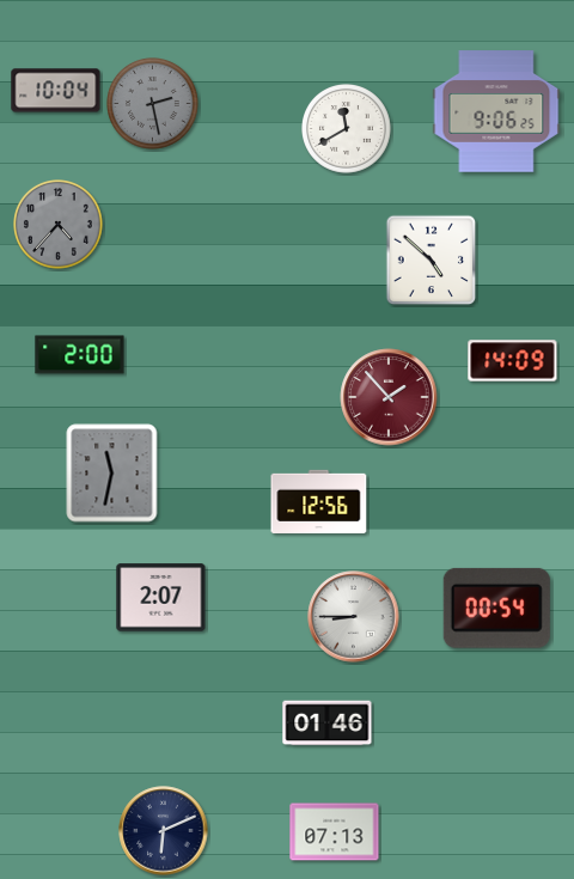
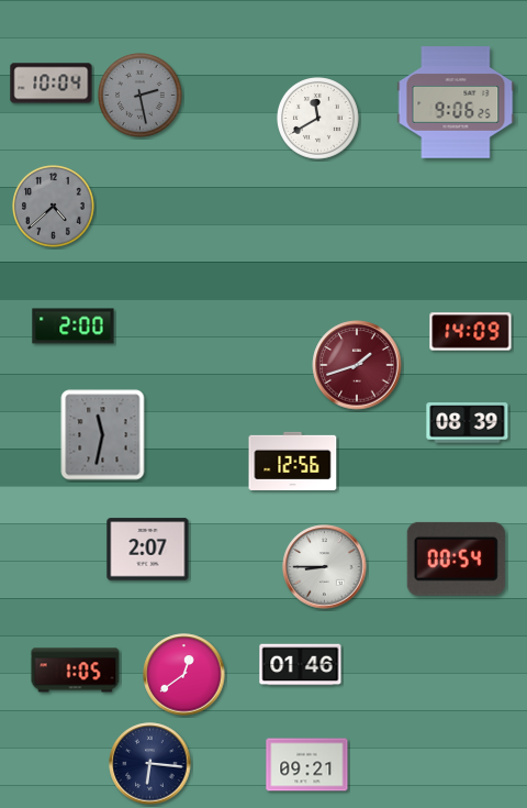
clock at (59, 225): 4:37 -> 4:38
clock at (432, 261): 4:52 -> none
clock at (389, 397): 1:53 -> 1:42
clock at (468, 423): none -> 08:39
clock at (76, 671): none -> 1:05
clock at (184, 675): none -> 12:39
clock at (164, 831): 6:11 -> 6:16
clock at (335, 832): 07:13 -> 09:21
